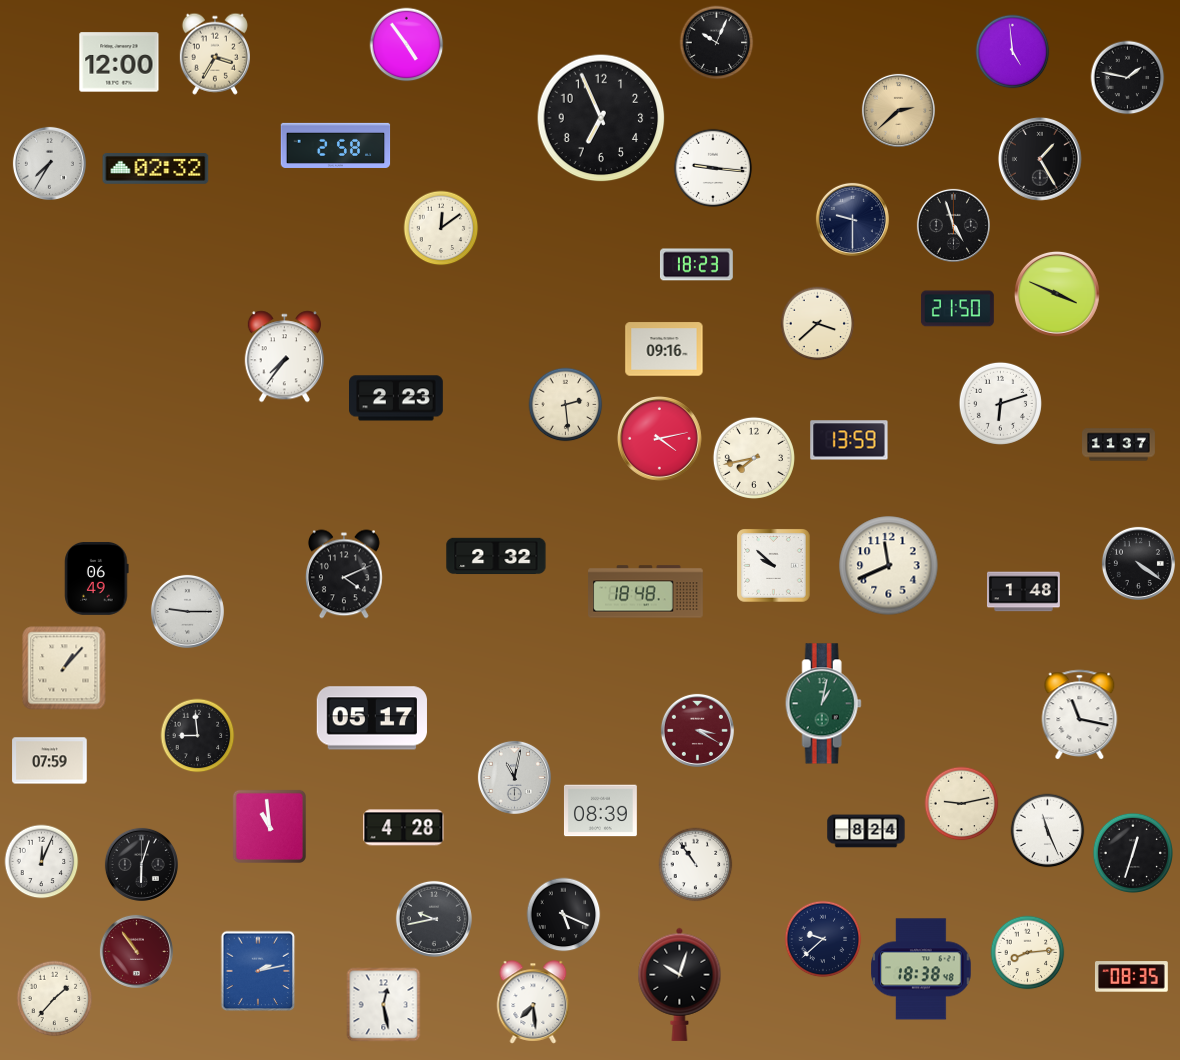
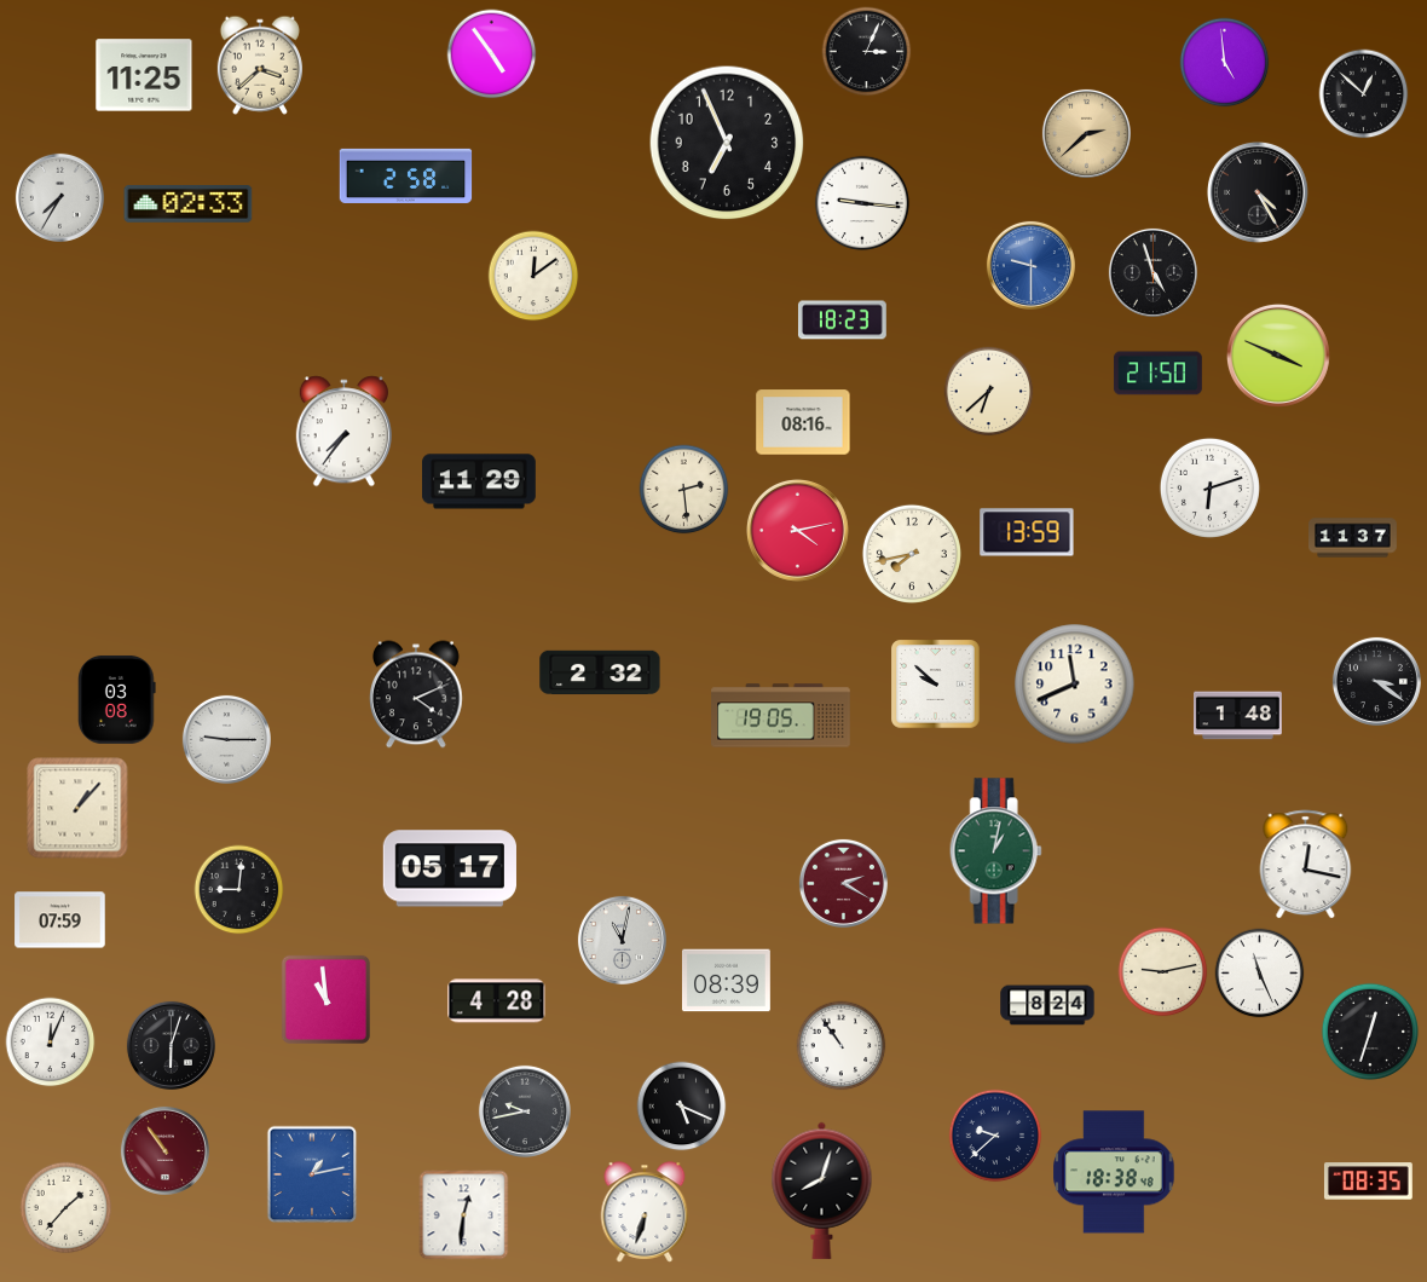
clock at (717, 43): 10:04 -> 3:04
clock at (215, 54): 3:35 -> 3:38
clock at (119, 62): 12:00 -> 11:25
clock at (1128, 78): 1:47 -> 12:52
clock at (1040, 159): 1:25 -> 4:25
clock at (156, 169): 02:32 -> 02:33
clock at (852, 219) dial: navy -> blue
clock at (818, 324): 3:38 -> 6:38
clock at (664, 349): 09:16 -> 08:16
clock at (397, 398): 2:23 -> 11:29
clock at (1138, 563): 4:21 -> 3:21
clock at (97, 578): 06:49 -> 03:08
clock at (646, 592): 18:48 -> 19:05
clock at (1080, 715): 11:17 -> 12:17
clock at (697, 730): 3:20 -> 2:20
clock at (198, 736): 8:59 -> 9:01
clock at (404, 828) position: (404, 828) -> (497, 1001)
clock at (1048, 831) position: (1048, 831) -> (1260, 974)
clock at (1028, 953): 8:14 -> none
clock at (258, 971): 2:13 -> 1:13
clock at (680, 984): 10:03 -> 8:03
clock at (533, 1002): 7:29 -> 6:33
clock at (384, 1005): 12:28 -> 12:31
